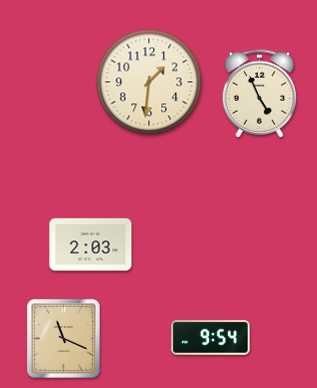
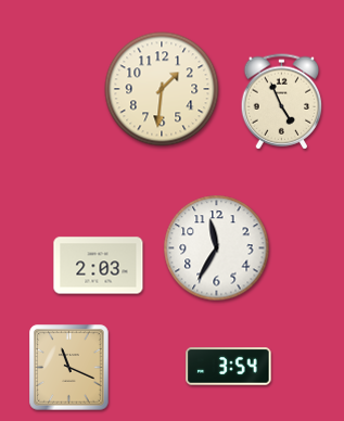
clock at (217, 248): none -> 11:35
clock at (211, 338): 9:54 -> 3:54
